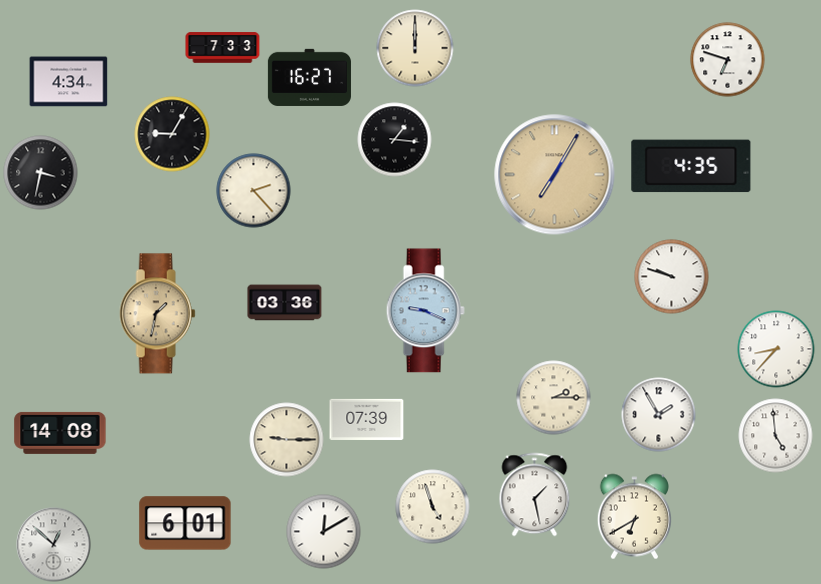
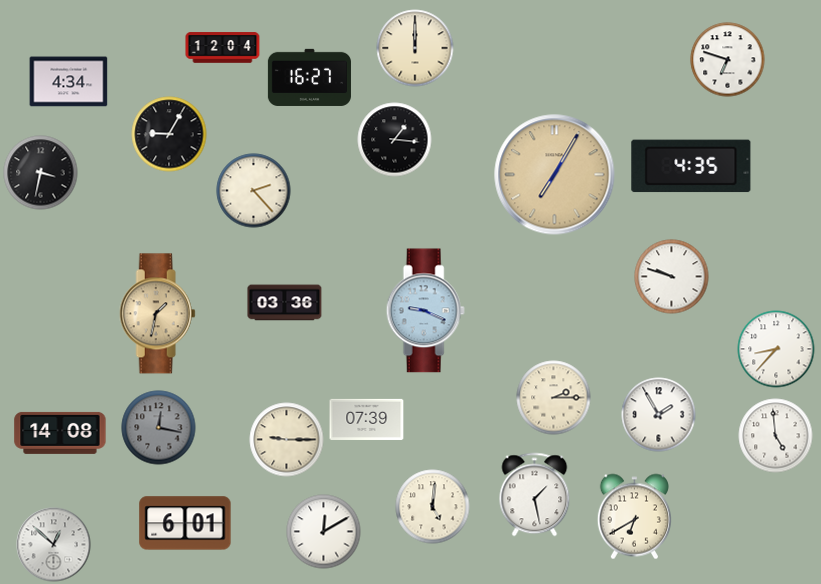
clock at (223, 48): 7:33 -> 12:04
clock at (172, 134) position: (172, 134) -> (169, 134)
clock at (159, 428): none -> 12:17
clock at (433, 507): 4:57 -> 5:01
